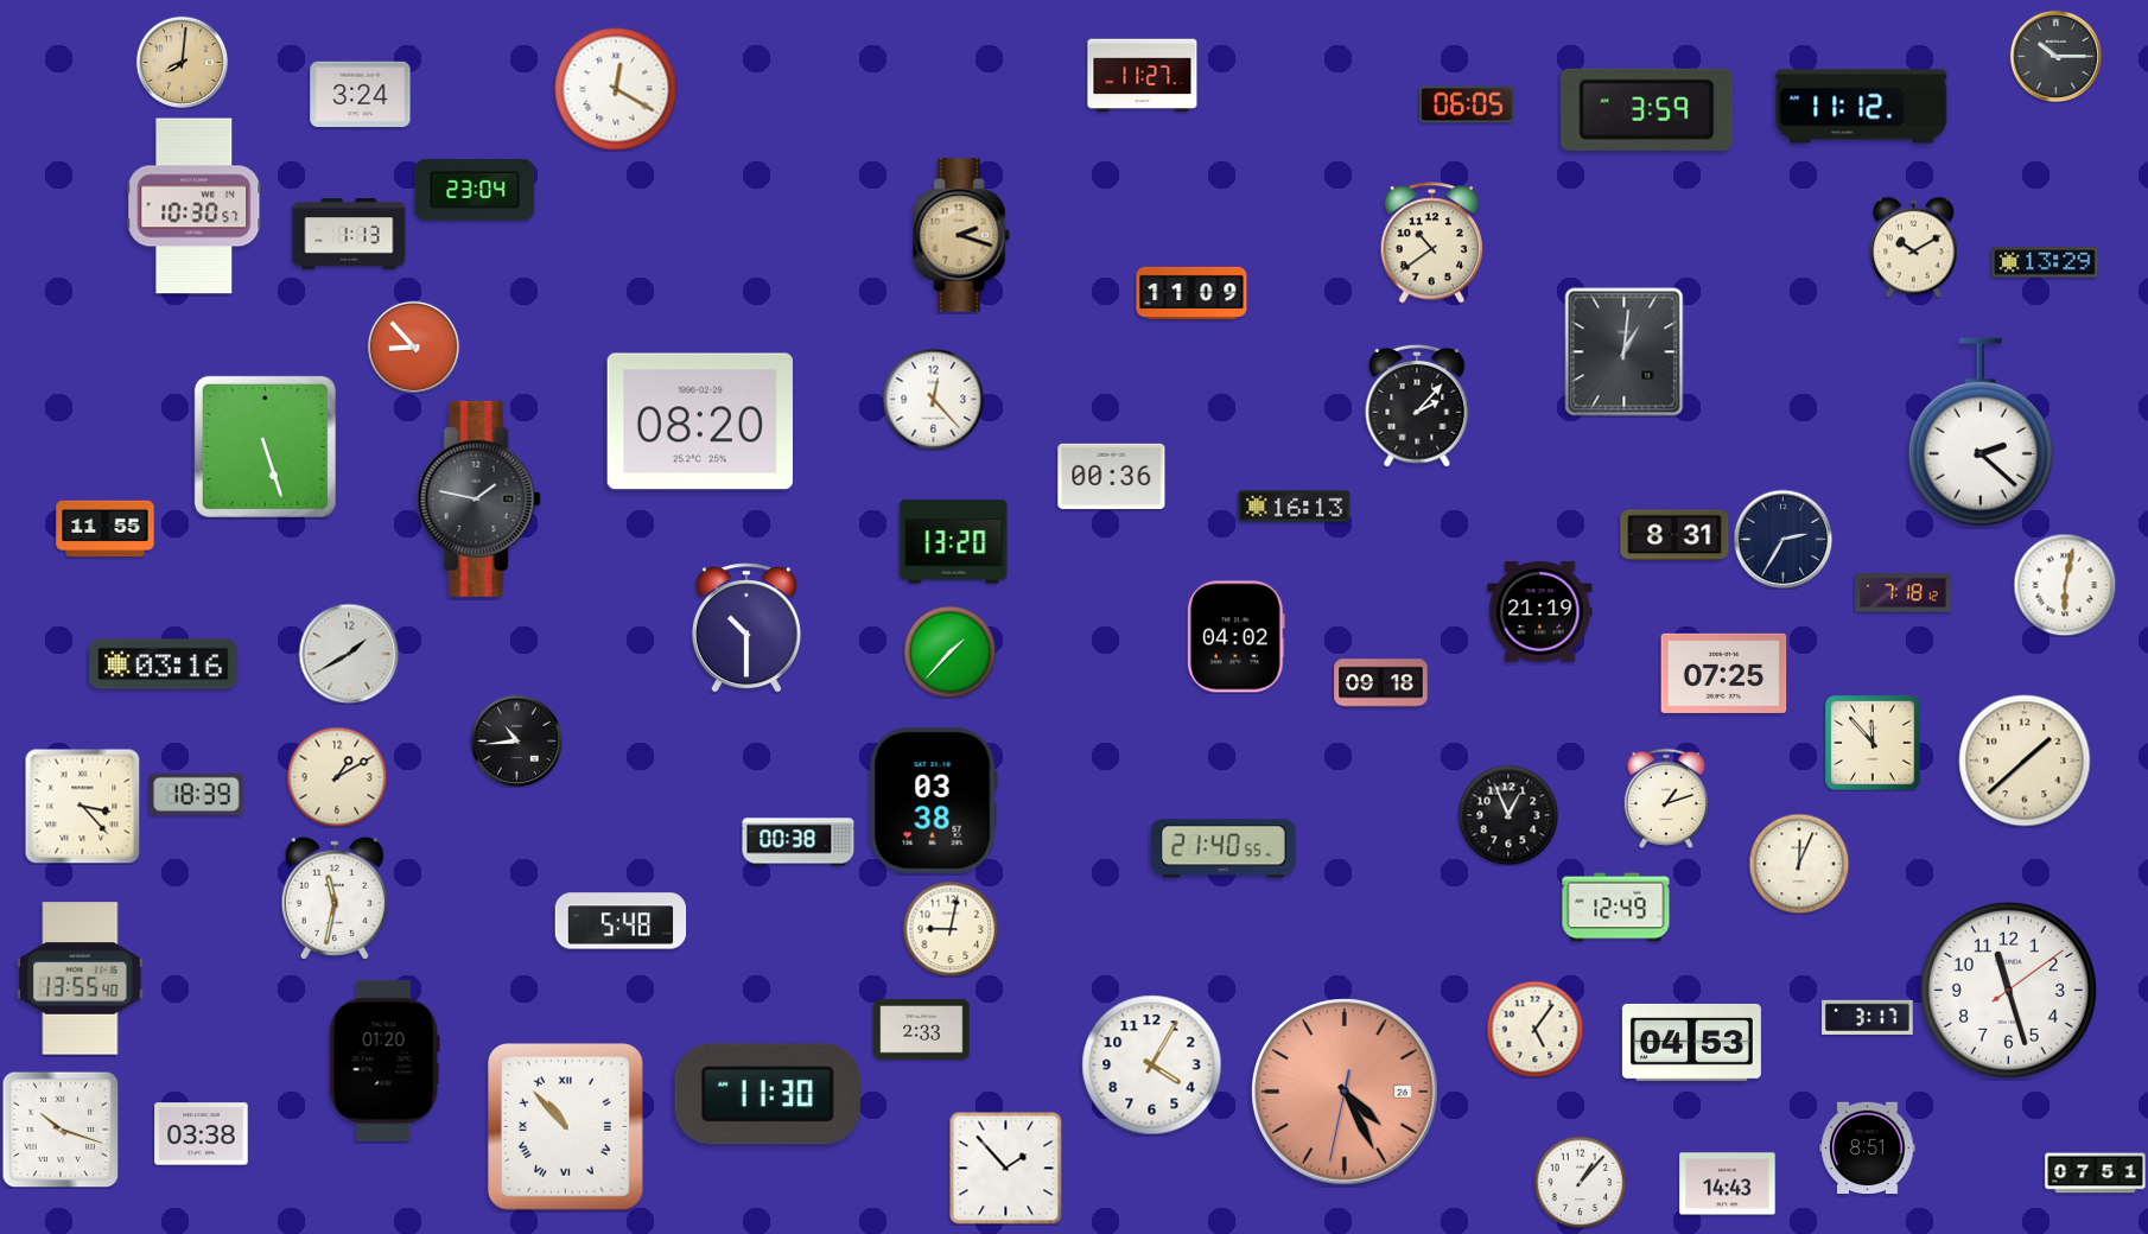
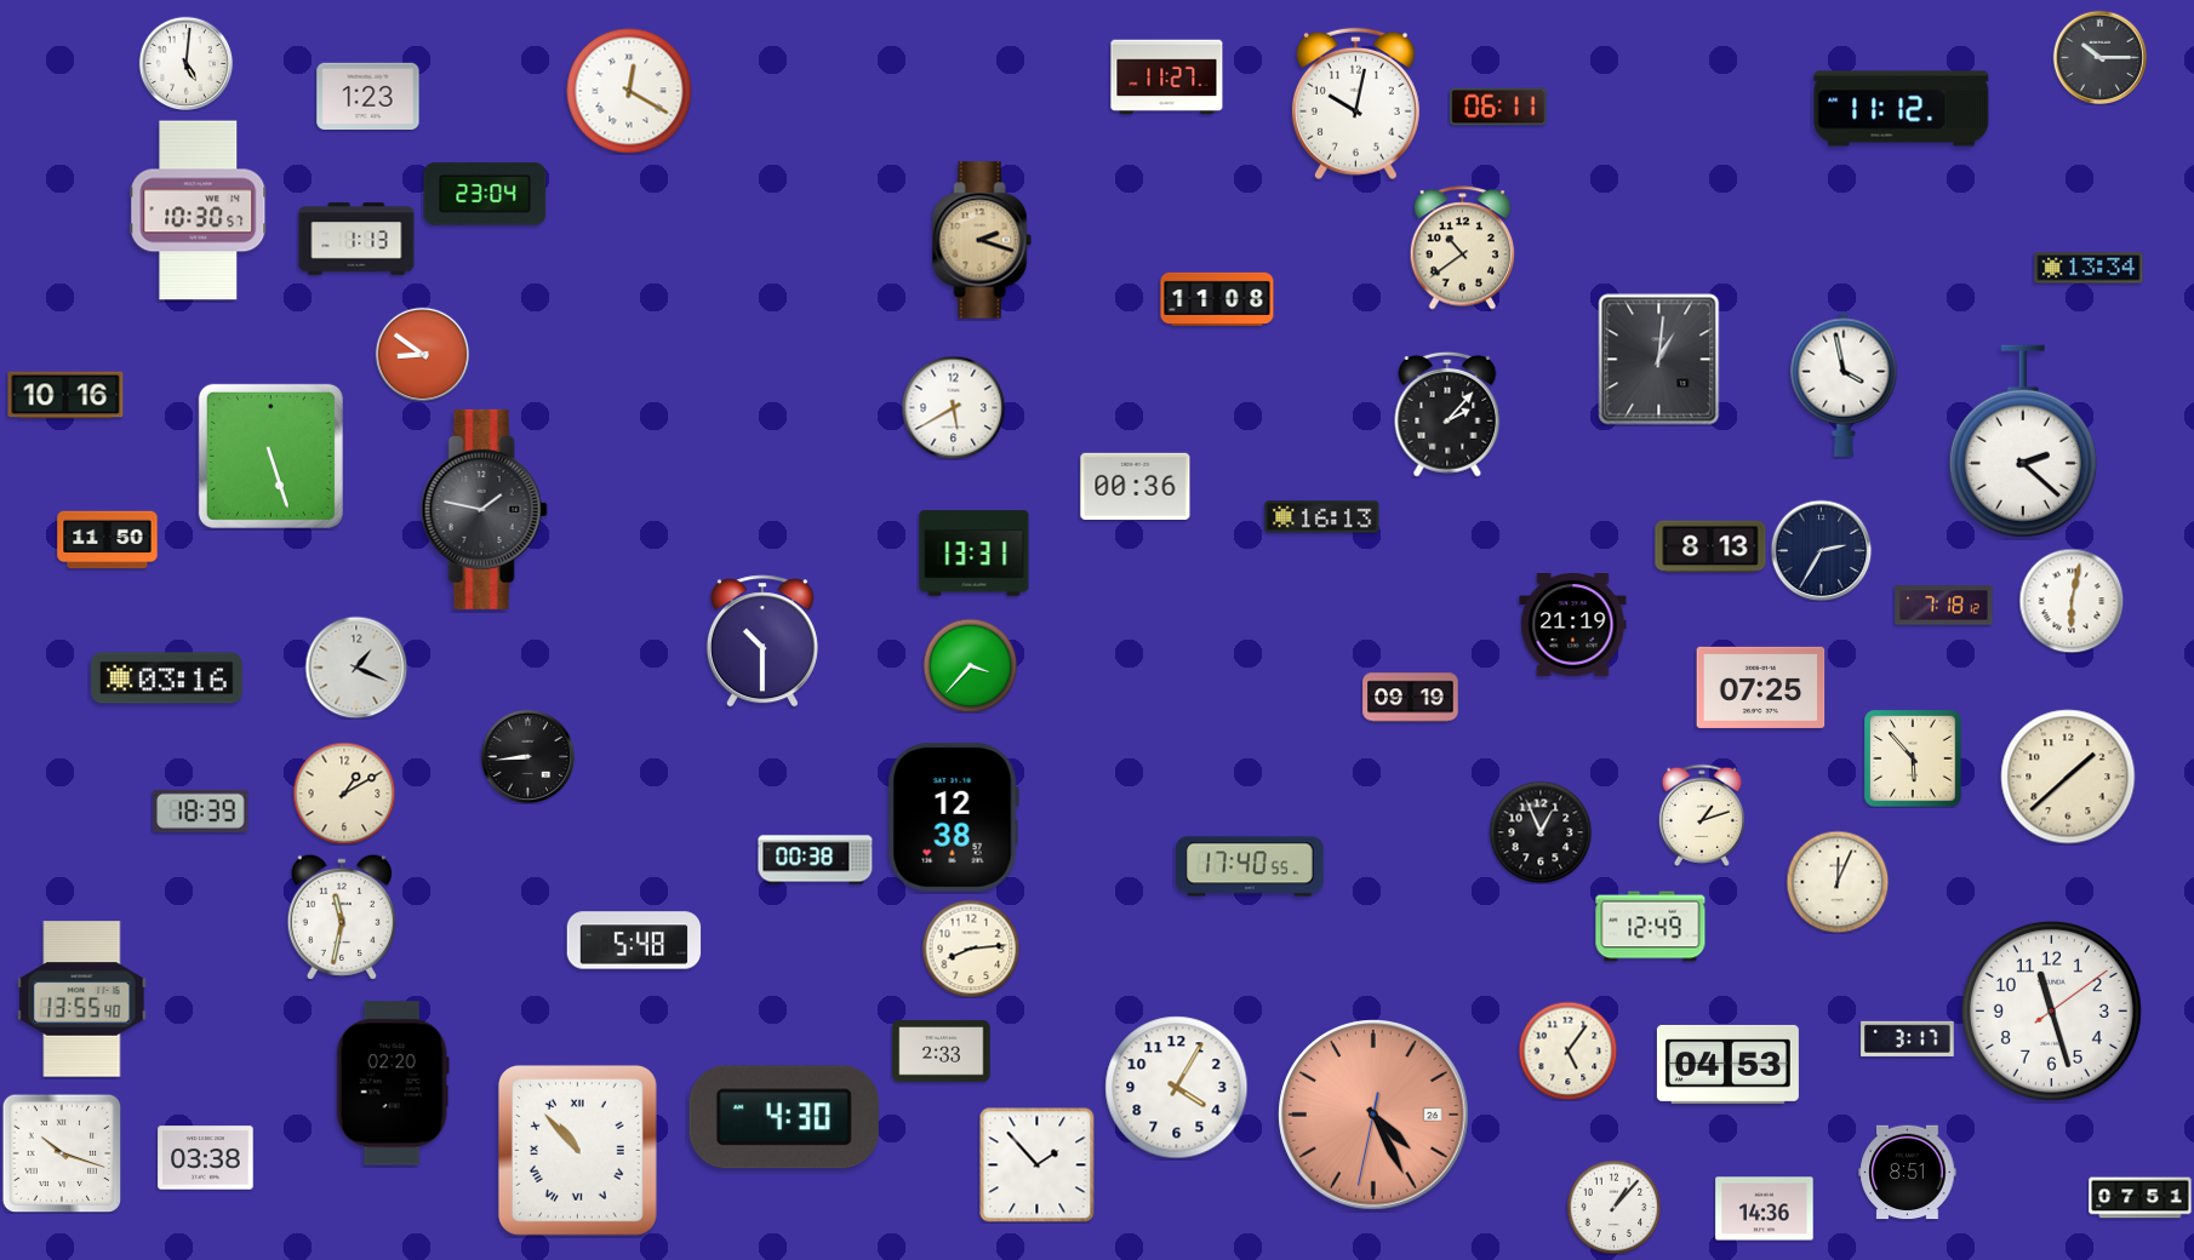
clock at (182, 62): 8:01 -> 5:01
clock at (182, 62) dial: champagne -> white
clock at (361, 94): 3:24 -> 1:23
clock at (1355, 104): none -> 10:02
clock at (1467, 104): 06:05 -> 06:11
clock at (1647, 109): 3:59 -> none
clock at (1914, 247): 10:10 -> none
clock at (2045, 262): 13:29 -> 13:34
clock at (1191, 293): 11:09 -> 11:08
clock at (413, 346): 8:53 -> 8:51
clock at (1844, 384): none -> 3:58
clock at (65, 395): none -> 10:16
clock at (933, 399): 12:23 -> 5:40
clock at (700, 421): 08:20 -> none
clock at (478, 498) position: (478, 498) -> (484, 509)
clock at (106, 529): 11:55 -> 11:50
clock at (1674, 535): 8:31 -> 8:13
clock at (954, 542): 13:20 -> 13:31
clock at (2065, 585) position: (2065, 585) -> (2072, 601)
clock at (1235, 637): 04:02 -> none
clock at (949, 651): 1:37 -> 3:37
clock at (349, 654): 1:40 -> 1:19
clock at (1381, 683): 09:18 -> 09:19
clock at (516, 740): 10:44 -> 8:44
clock at (1873, 743): 11:53 -> 5:53
clock at (933, 800): 03:38 -> 12:38
clock at (83, 807): 3:23 -> none
clock at (1224, 848): 21:40 -> 17:40
clock at (951, 929): 9:02 -> 8:14
clock at (385, 1061): 01:20 -> 02:20
clock at (768, 1094): 11:30 -> 4:30
clock at (1005, 1168) position: (1005, 1168) -> (1036, 1164)
clock at (1728, 1184): 14:43 -> 14:36
